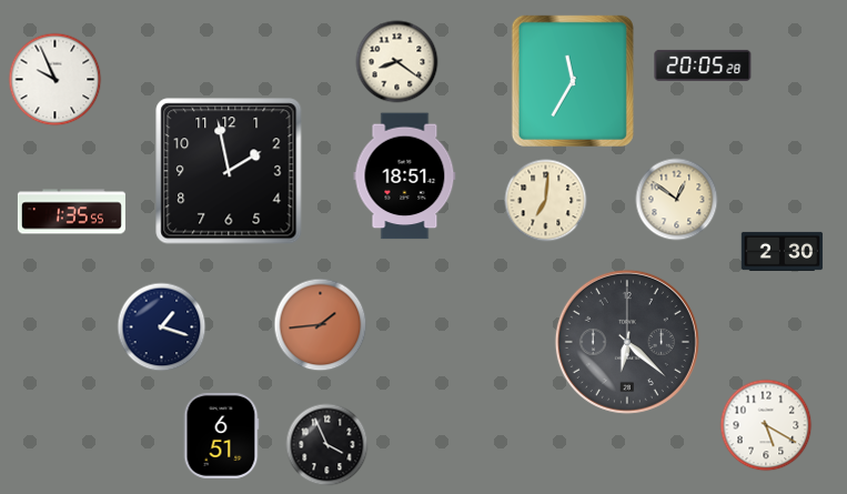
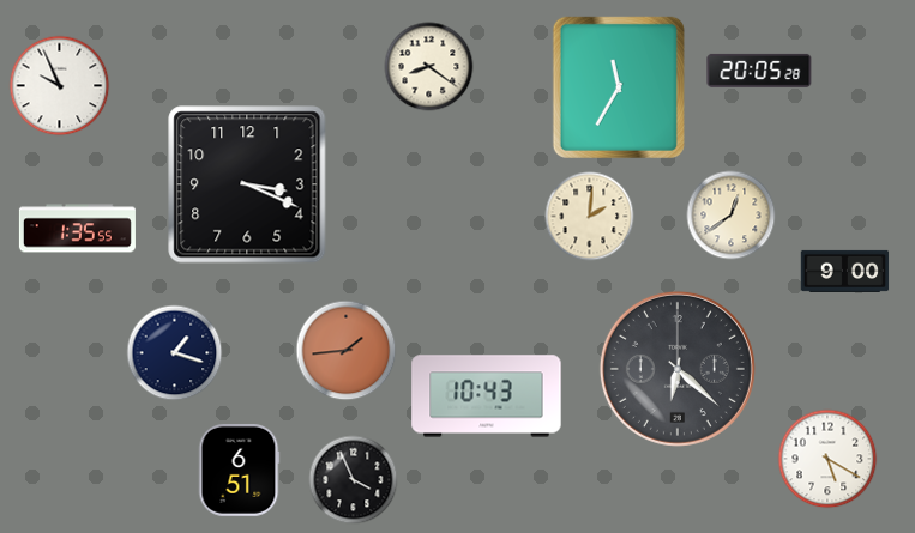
clock at (229, 171): 1:58 -> 3:19
clock at (405, 177): 18:51 -> none
clock at (677, 200): 12:51 -> 12:39
clock at (546, 201): 7:01 -> 2:01
clock at (783, 251): 2:30 -> 9:00
clock at (487, 396): none -> 10:43
